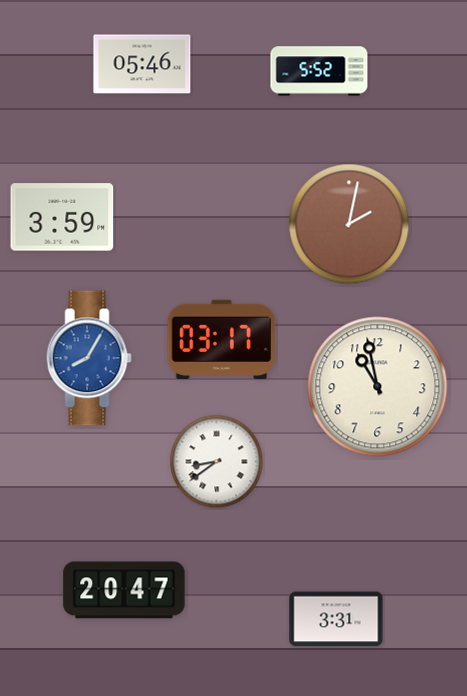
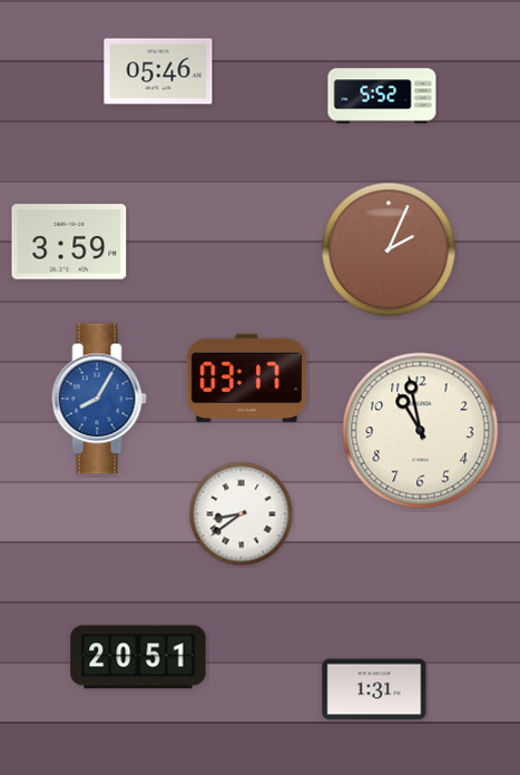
clock at (319, 71) position: (319, 71) -> (382, 96)
clock at (349, 224): 2:02 -> 2:04
clock at (124, 590): 20:47 -> 20:51
clock at (336, 619): 3:31 -> 1:31
